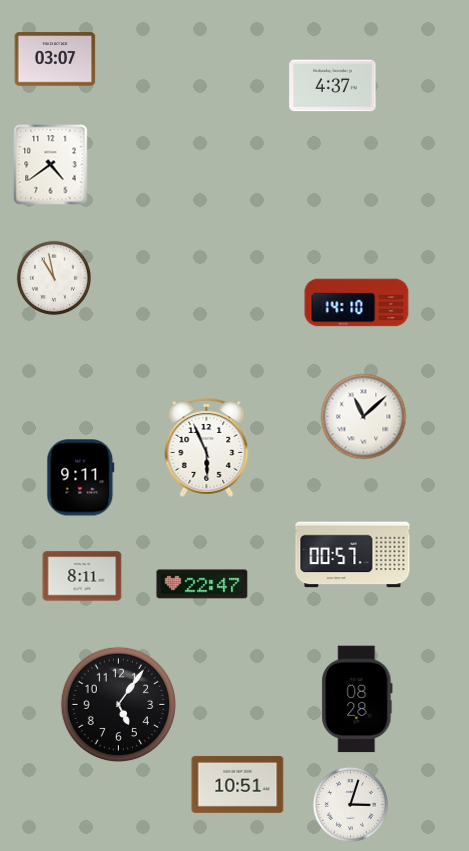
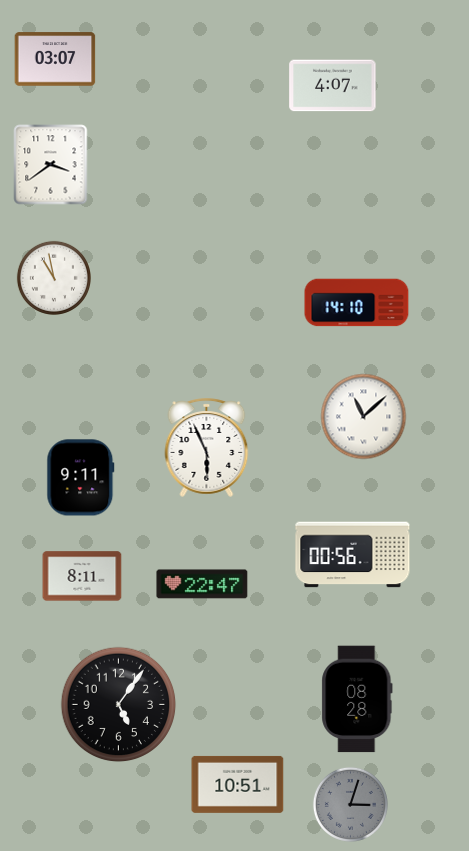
clock at (333, 86): 4:37 -> 4:07
clock at (51, 165): 4:39 -> 3:39
clock at (353, 555): 00:57 -> 00:56
clock at (350, 804) dial: white -> grey
